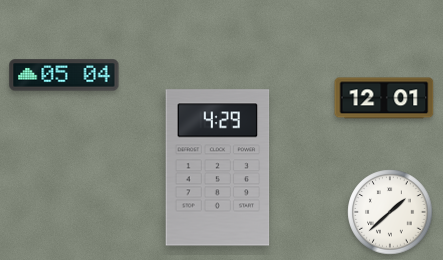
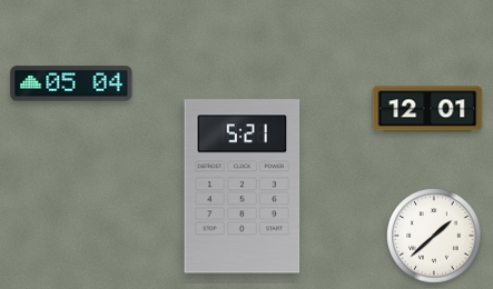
clock at (218, 168): 4:29 -> 5:21
